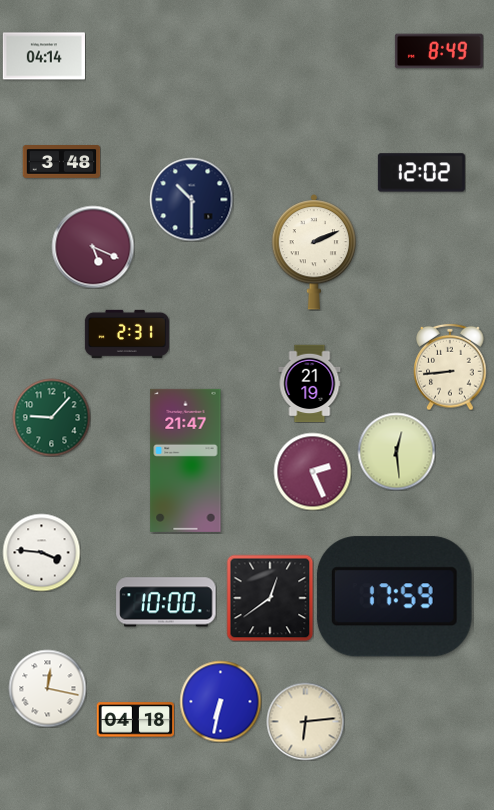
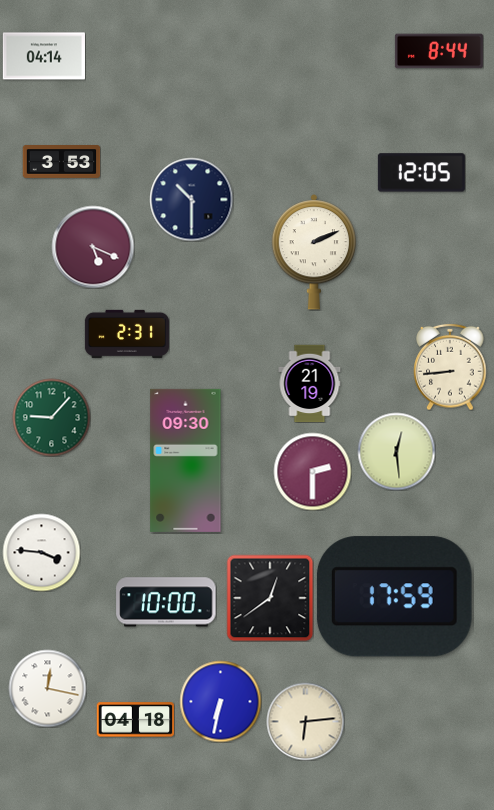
clock at (439, 51): 8:49 -> 8:44
clock at (61, 162): 3:48 -> 3:53
clock at (421, 173): 12:02 -> 12:05
clock at (186, 460): 21:47 -> 09:30
clock at (312, 471): 2:26 -> 2:30
